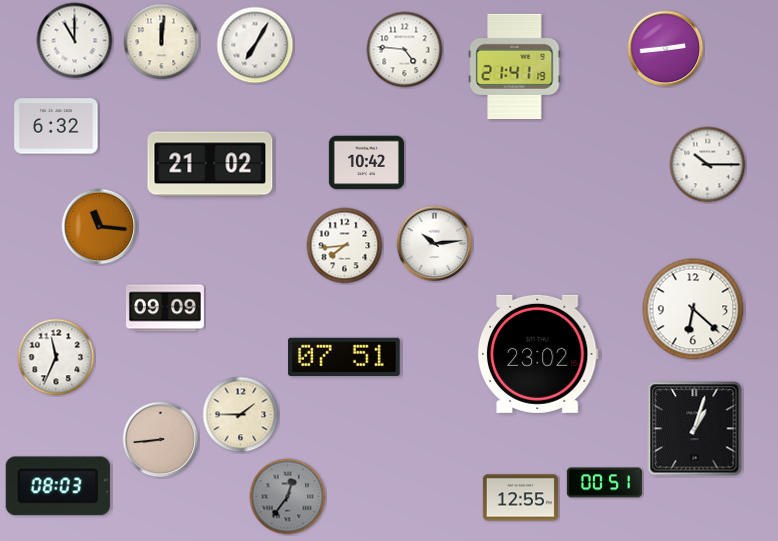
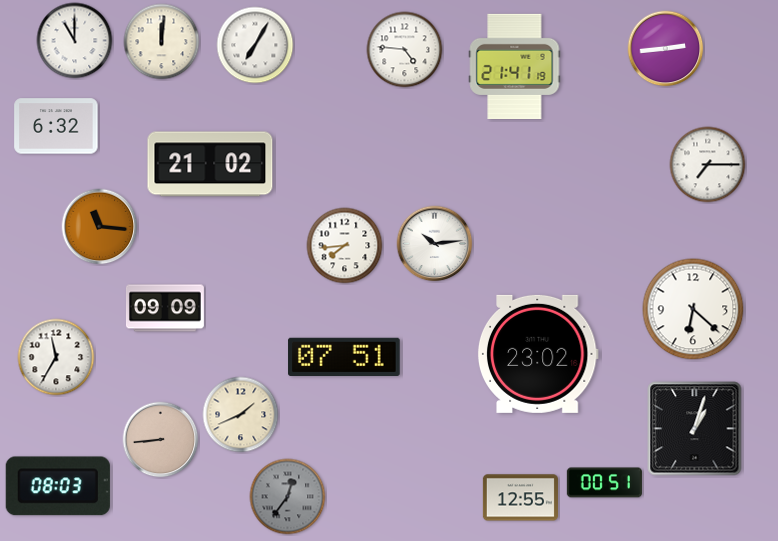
clock at (366, 163): 10:42 -> none
clock at (708, 165): 10:15 -> 7:15
clock at (56, 357): 11:34 -> 11:35
clock at (241, 415): 1:45 -> 1:41
